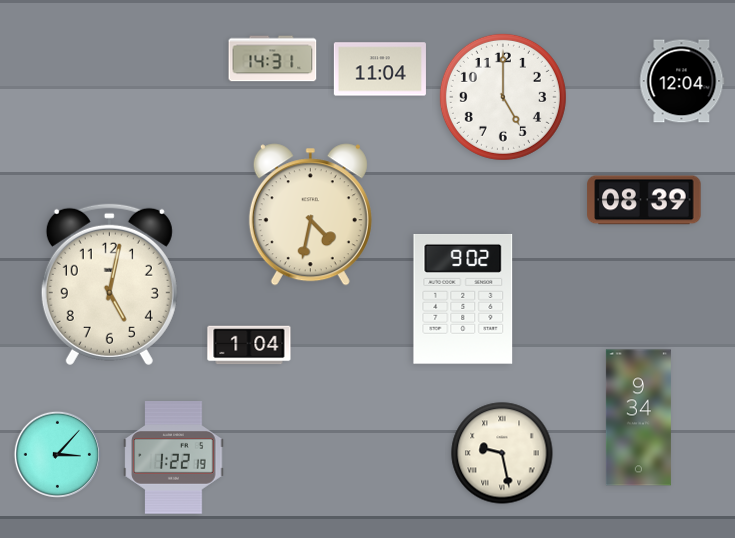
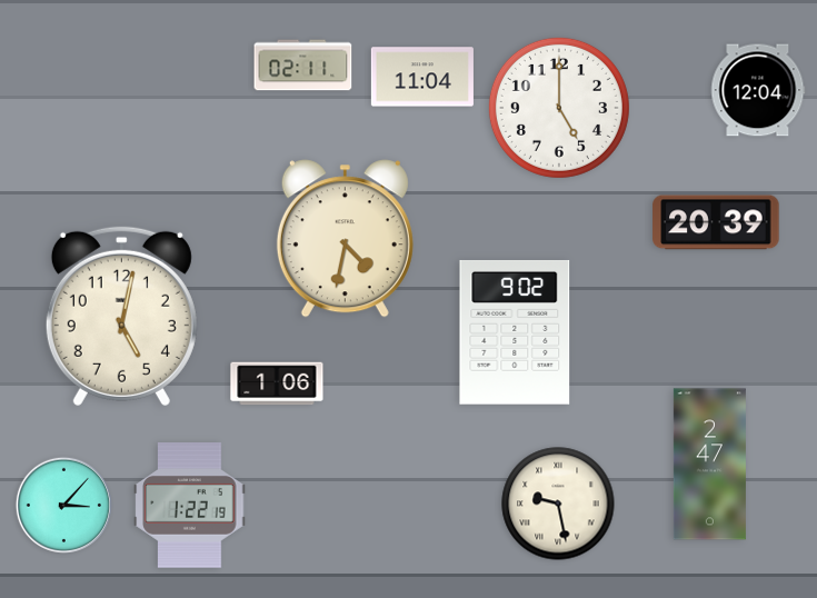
clock at (273, 59): 14:31 -> 02:11
clock at (644, 200): 08:39 -> 20:39
clock at (249, 345): 1:04 -> 1:06
clock at (638, 418): 9:34 -> 2:47
clock at (174, 458) position: (174, 458) -> (190, 506)
